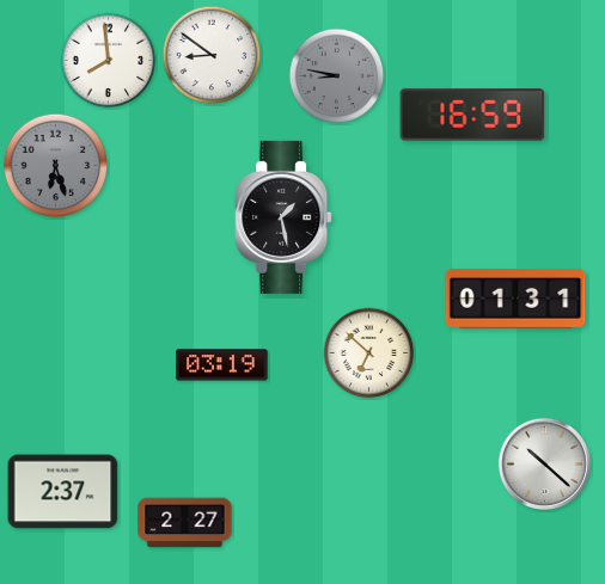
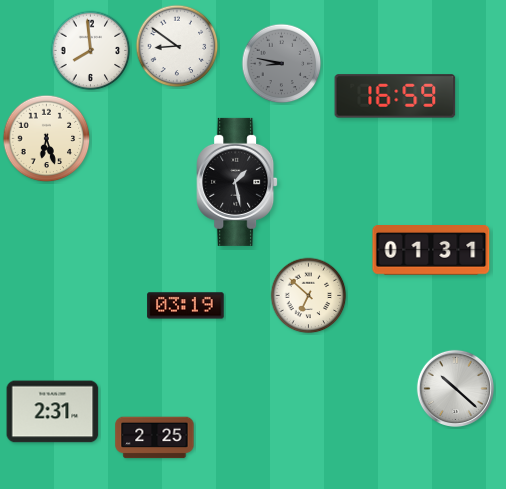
clock at (56, 166) dial: grey -> cream
clock at (63, 492): 2:37 -> 2:31
clock at (185, 523): 2:27 -> 2:25
